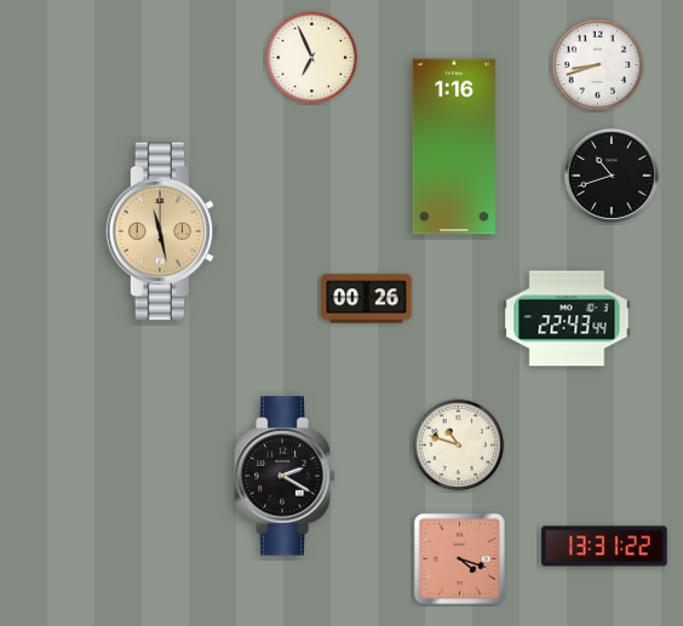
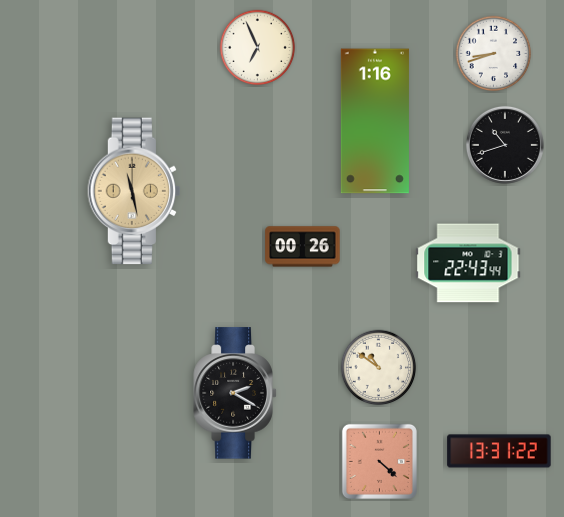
clock at (459, 446): 10:48 -> 10:51
clock at (459, 558): 4:18 -> 4:22
